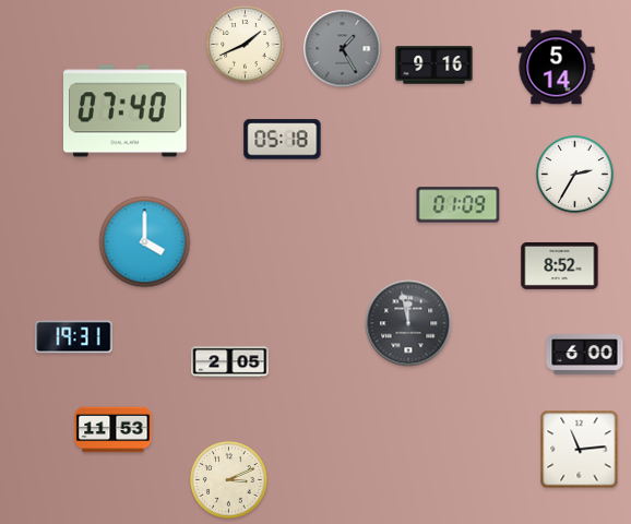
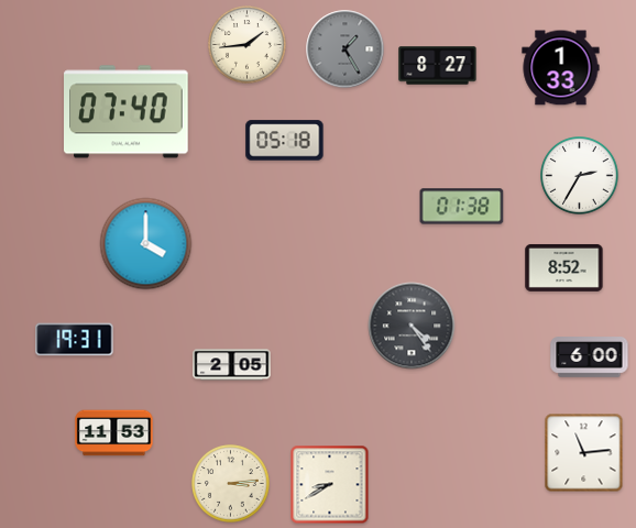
clock at (246, 45): 1:41 -> 1:44
clock at (434, 65): 9:16 -> 8:27
clock at (557, 68): 5:14 -> 1:33
clock at (459, 205): 01:09 -> 01:38
clock at (408, 323): 11:58 -> 4:24
clock at (229, 480): 3:11 -> 3:14
clock at (330, 485): none -> 8:40
